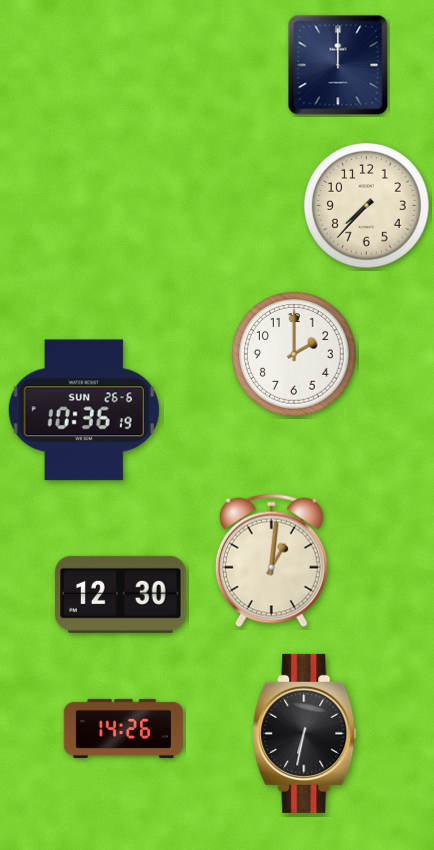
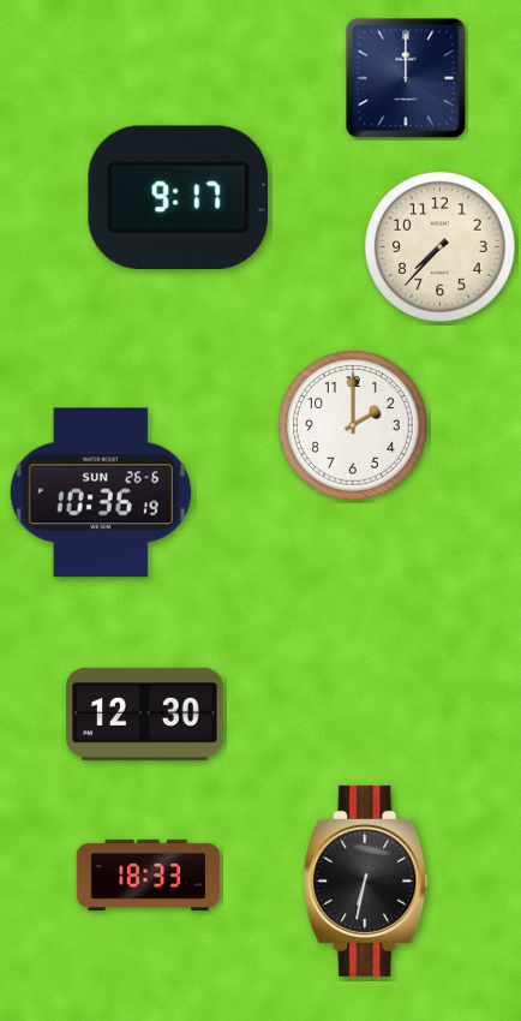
clock at (178, 197): none -> 9:17
clock at (271, 561): 1:01 -> none
clock at (124, 728): 14:26 -> 18:33
